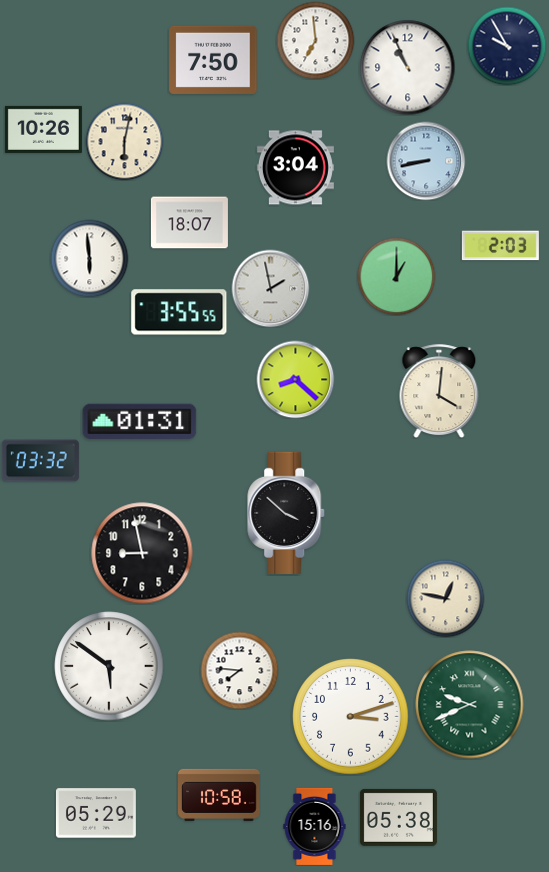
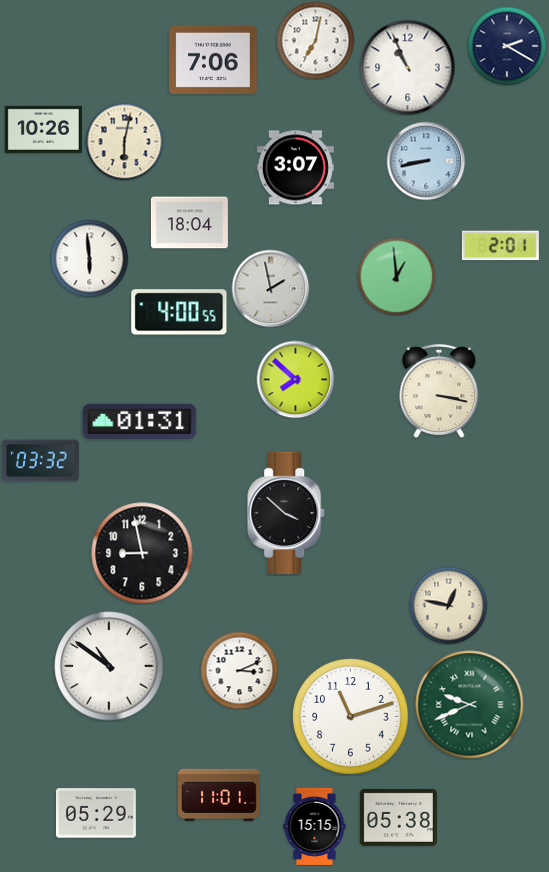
clock at (315, 40): 6:59 -> 7:02
clock at (507, 46): 9:55 -> 2:20
clock at (213, 60): 7:50 -> 7:06
clock at (295, 168): 3:04 -> 3:07
clock at (189, 223): 18:07 -> 18:04
clock at (500, 246): 2:03 -> 2:01
clock at (396, 276): 1:00 -> 12:59
clock at (179, 312): 3:55 -> 4:00
clock at (295, 379): 8:22 -> 7:52
clock at (439, 391): 4:01 -> 3:17
clock at (445, 598) position: (445, 598) -> (448, 605)
clock at (109, 666): 5:51 -> 10:51
clock at (239, 670): 7:46 -> 3:11
clock at (351, 717): 3:12 -> 11:12
clock at (220, 795): 10:58 -> 11:01
clock at (315, 826): 15:16 -> 15:15
